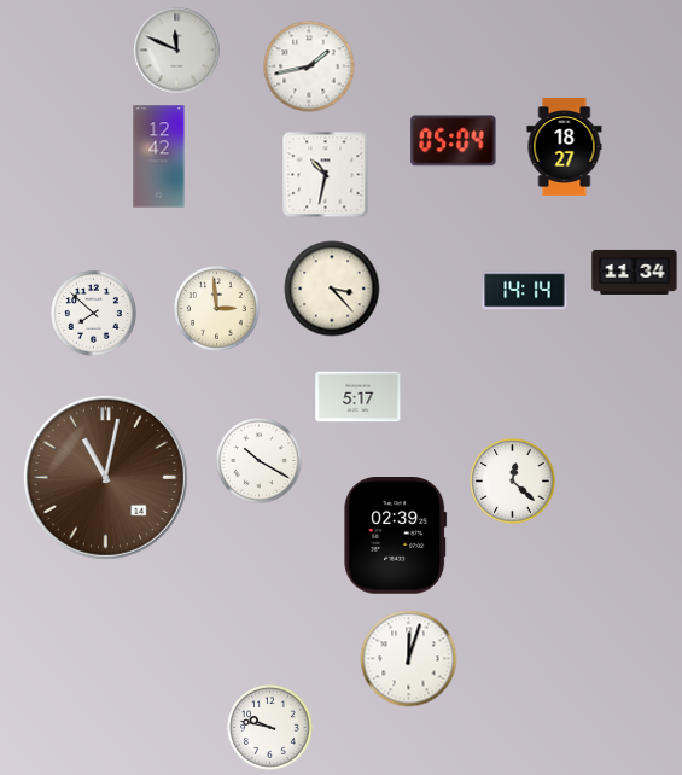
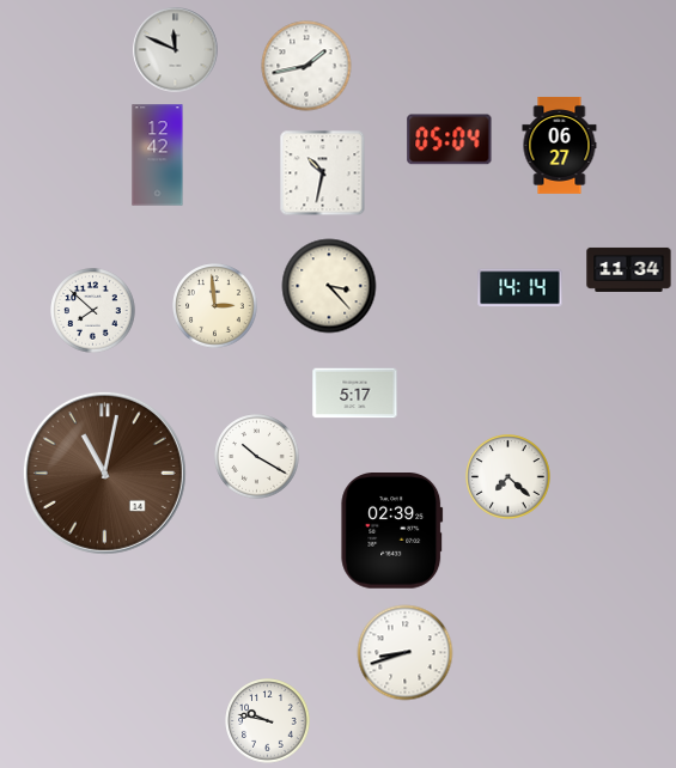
clock at (565, 146): 18:27 -> 06:27
clock at (513, 482): 12:22 -> 7:22
clock at (409, 659): 12:03 -> 8:42
